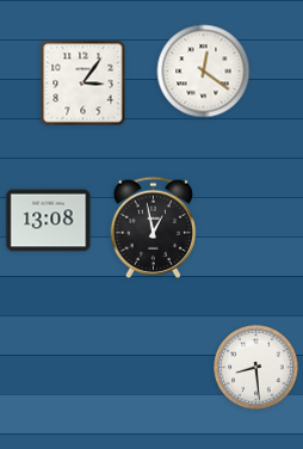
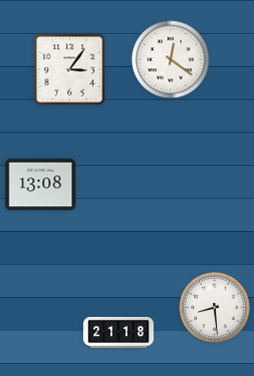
clock at (154, 227): 12:58 -> none
clock at (119, 332): none -> 21:18
